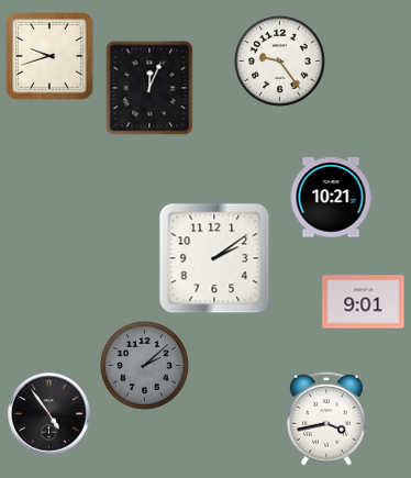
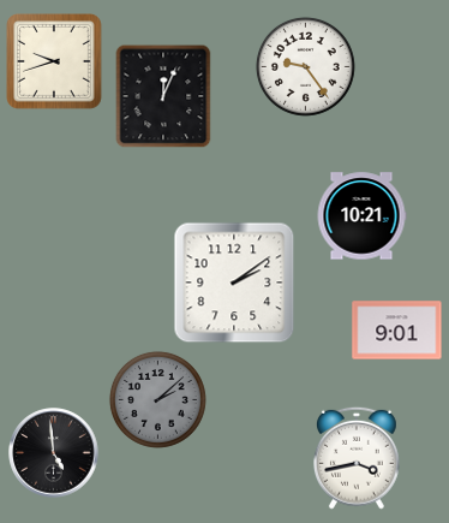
clock at (49, 414): 4:54 -> 4:59
